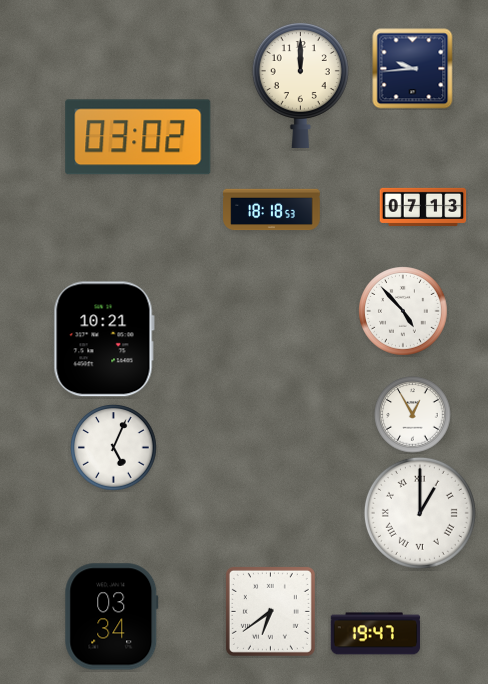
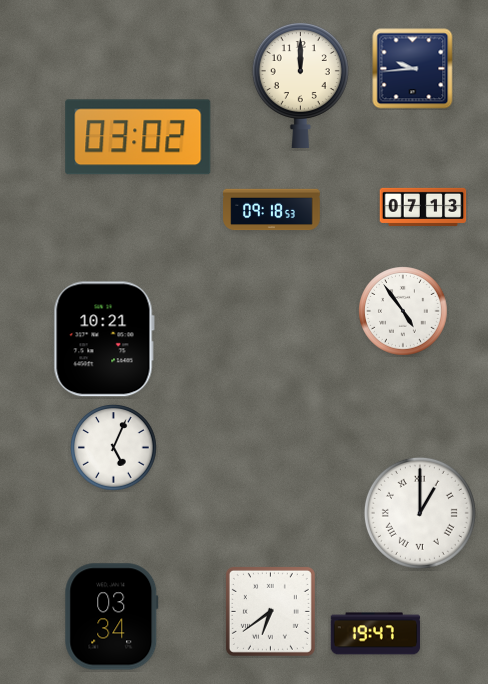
clock at (272, 210): 18:18 -> 09:18
clock at (403, 311): 4:53 -> 4:54
clock at (413, 415): 12:55 -> none
